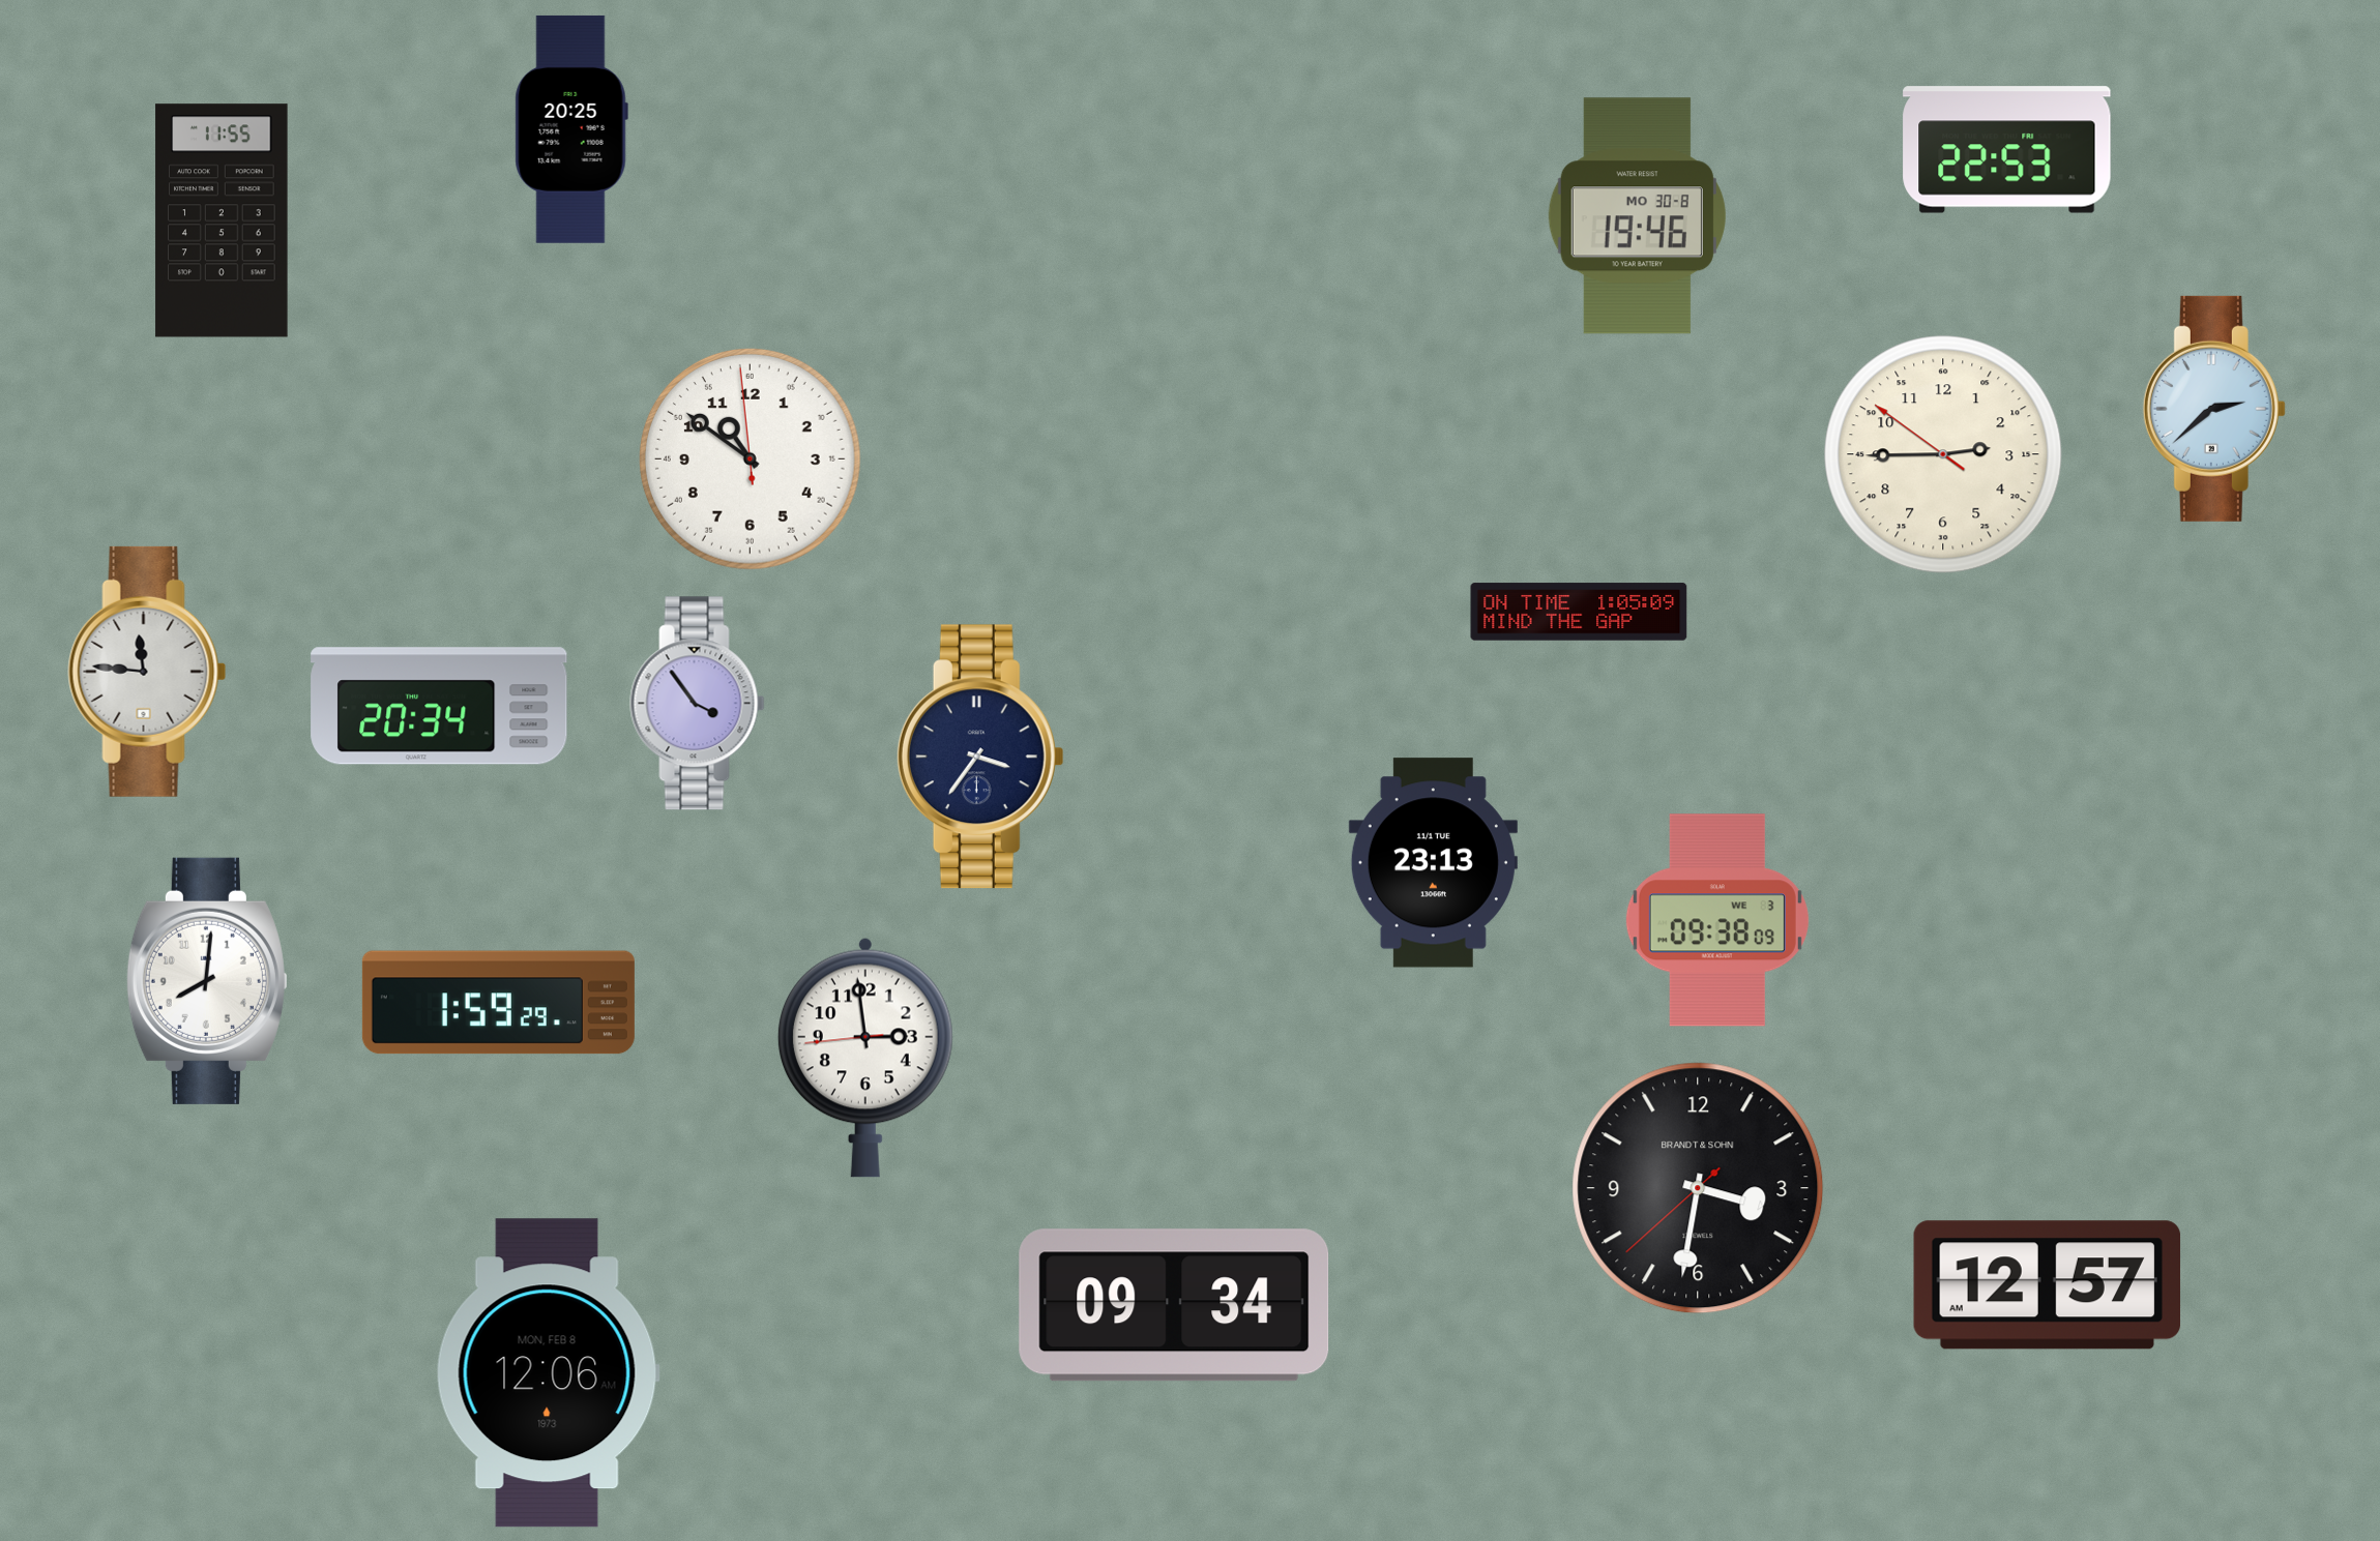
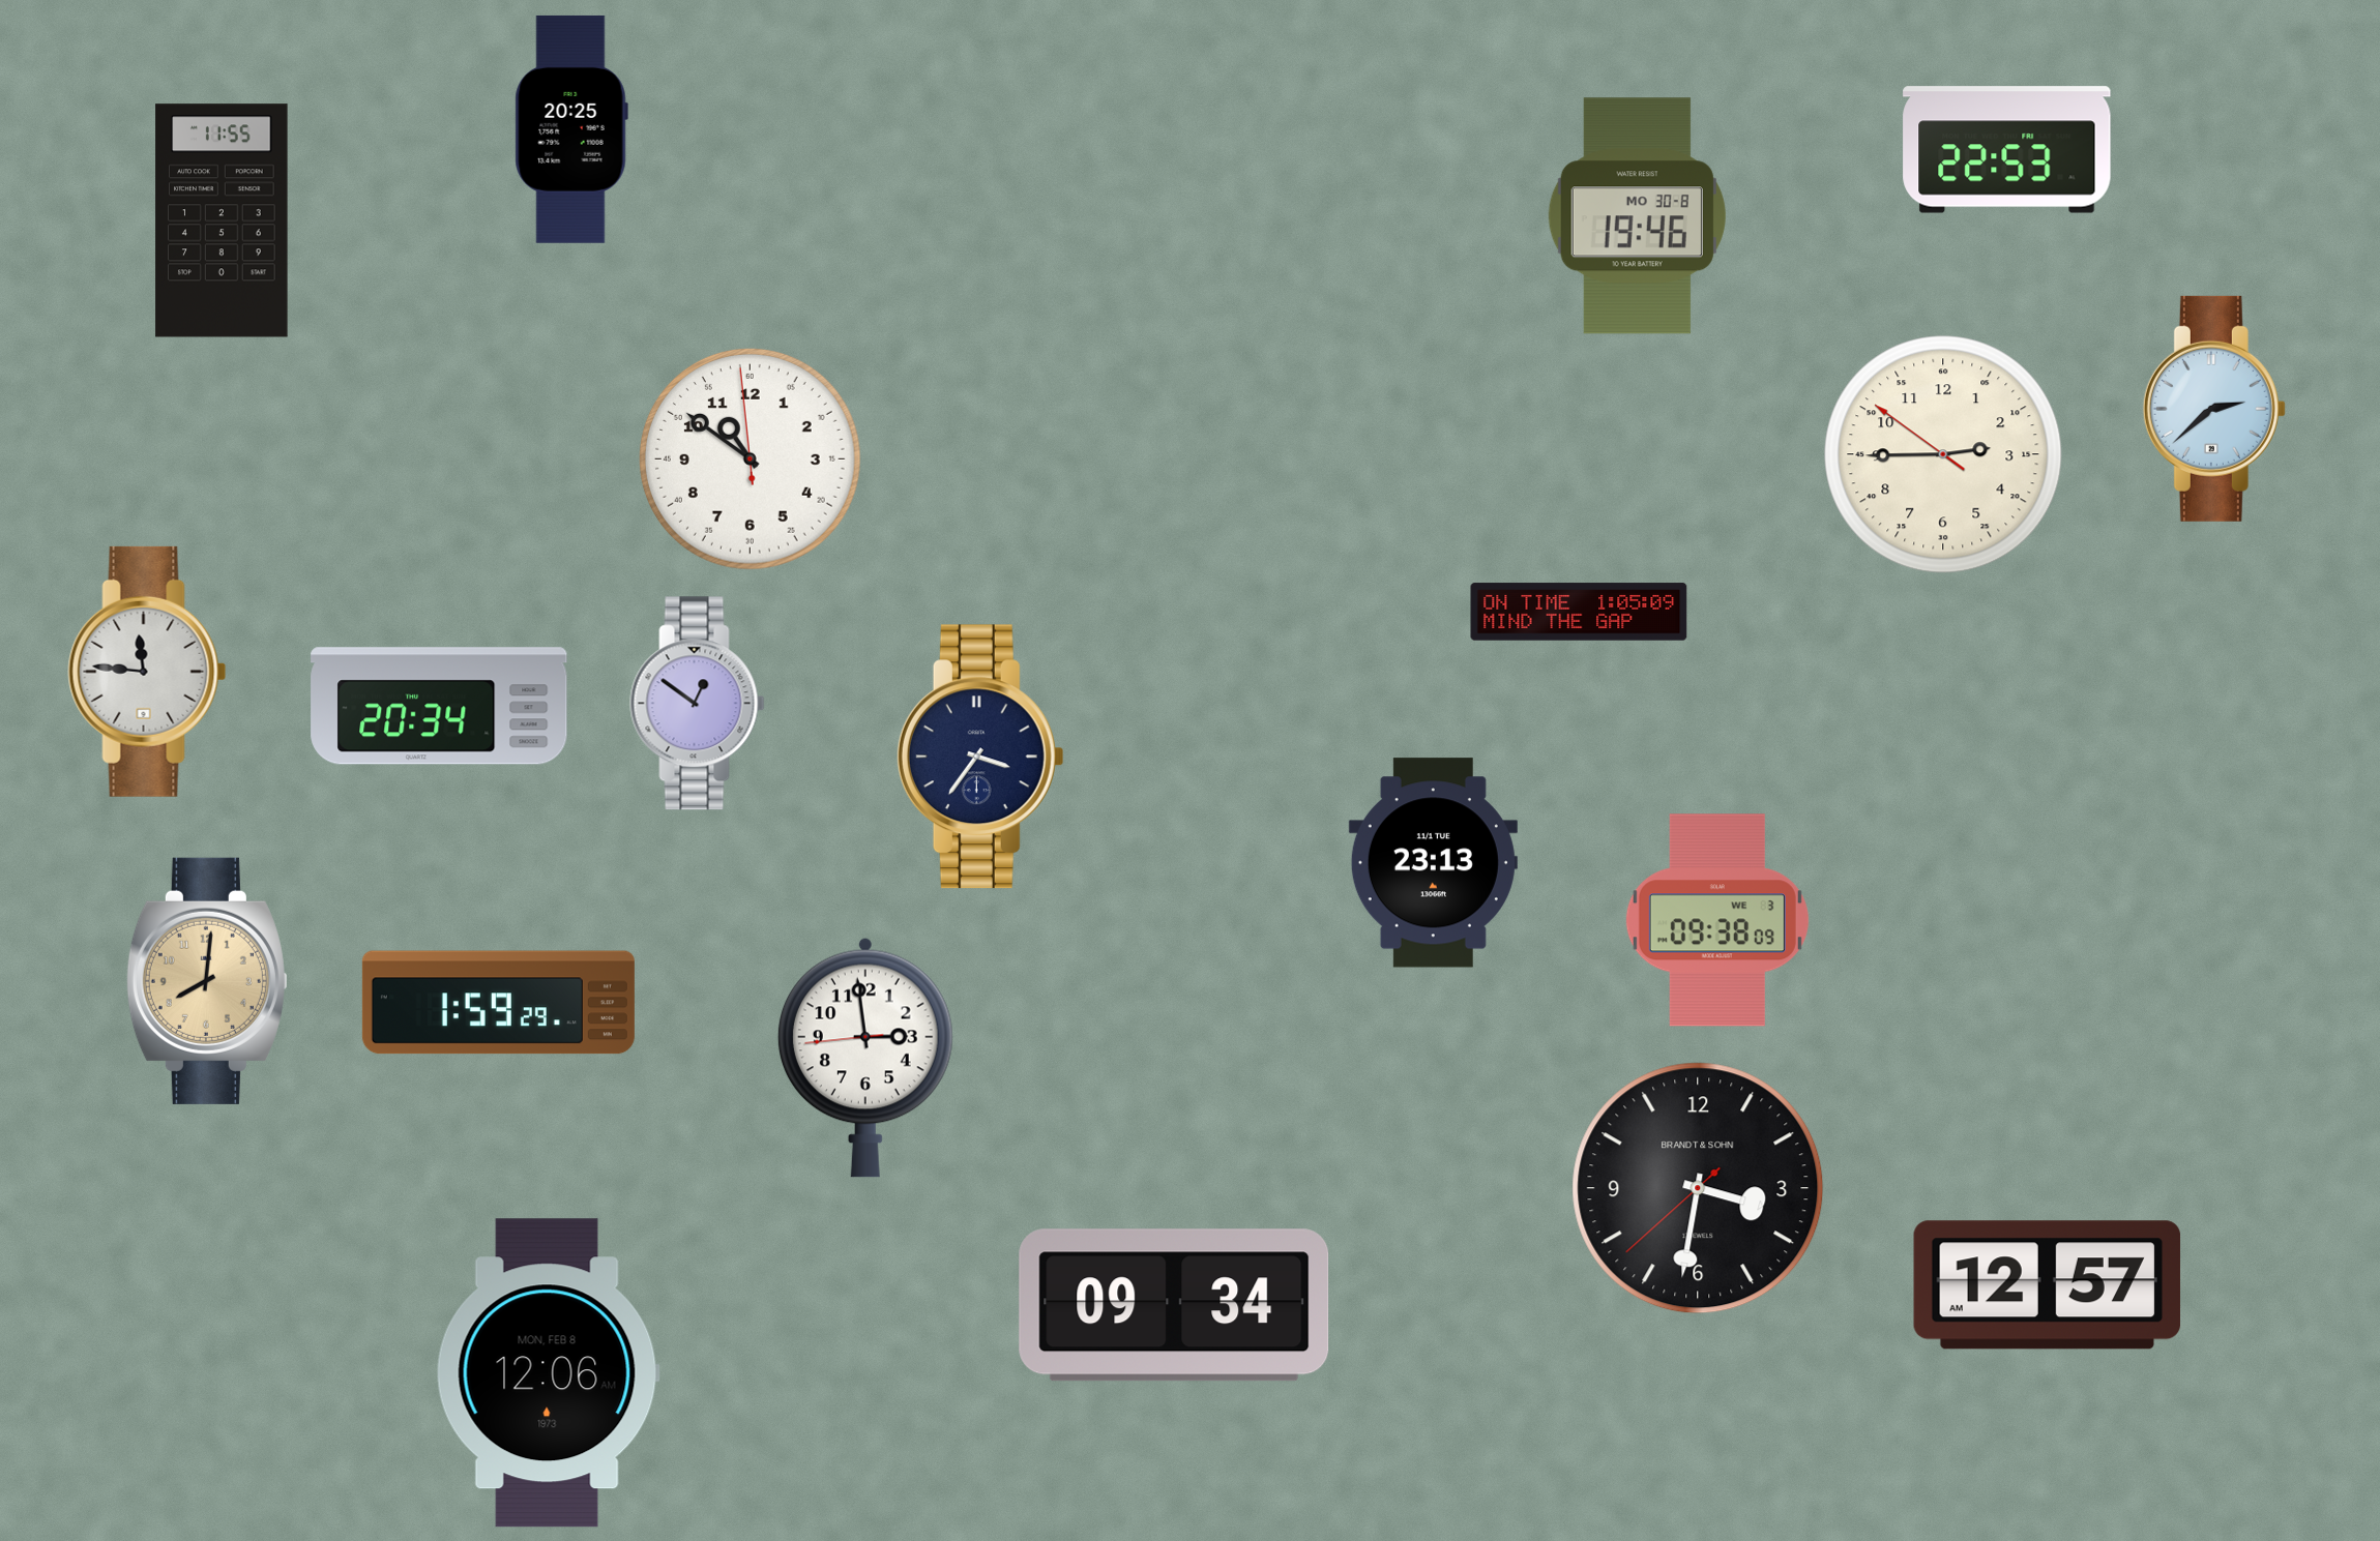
clock at (698, 704): 3:54 -> 12:51
clock at (207, 981) dial: white -> champagne
